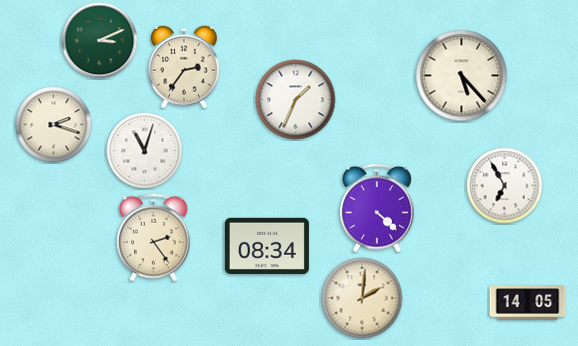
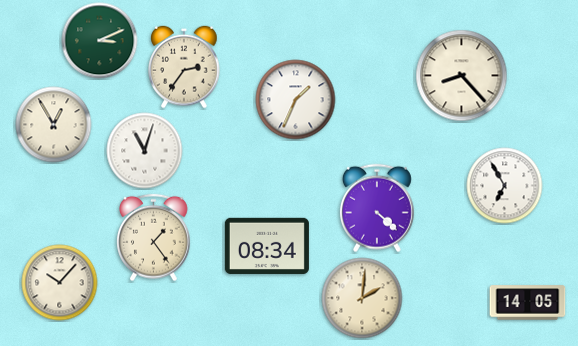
clock at (462, 76): 5:23 -> 8:23
clock at (54, 125): 2:18 -> 12:55
clock at (154, 238): 2:24 -> 1:24
clock at (60, 283): none -> 10:07
